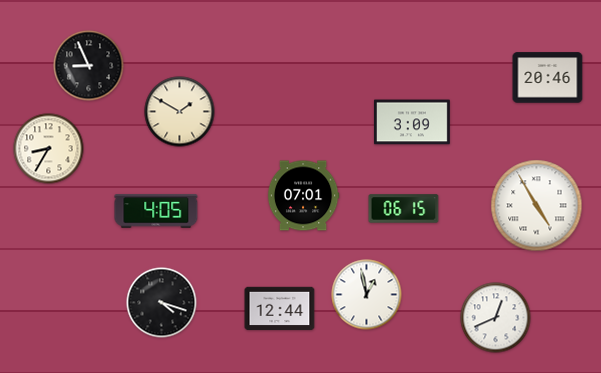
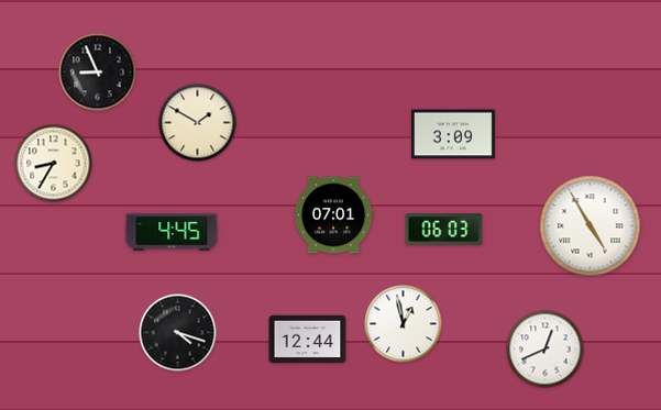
clock at (548, 78): 20:46 -> none
clock at (404, 209): 06:15 -> 06:03
clock at (156, 211): 4:05 -> 4:45
